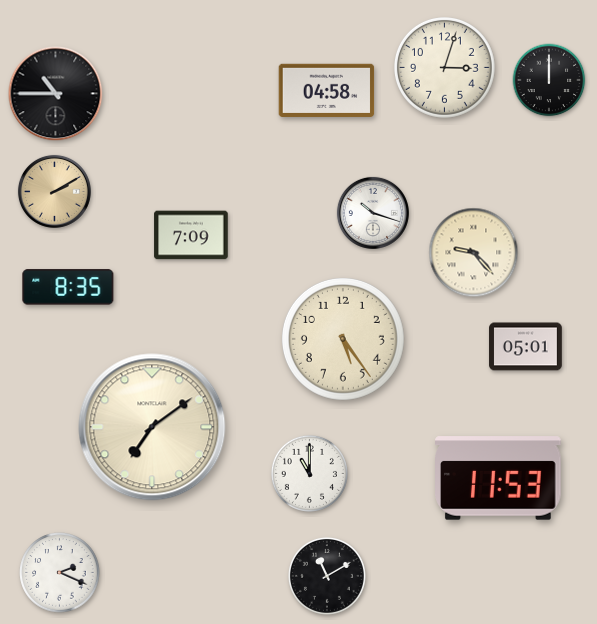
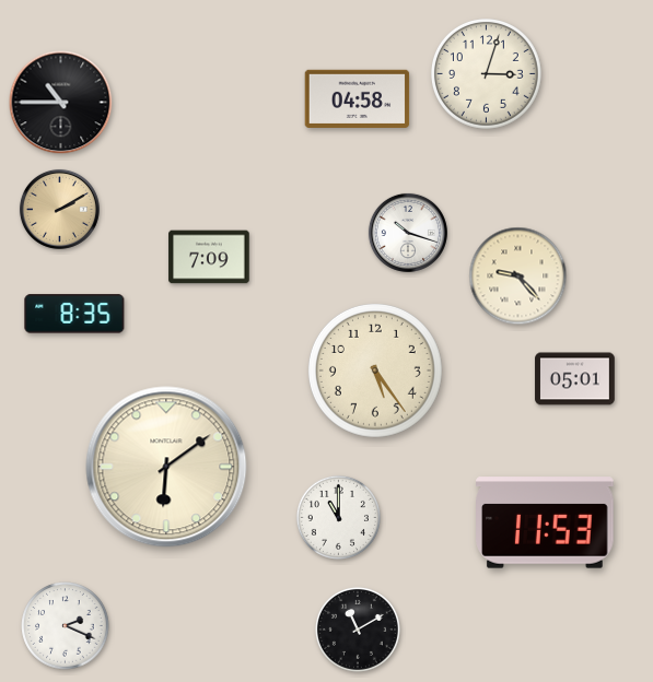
clock at (549, 80): 12:00 -> none
clock at (152, 427): 7:09 -> 6:09
